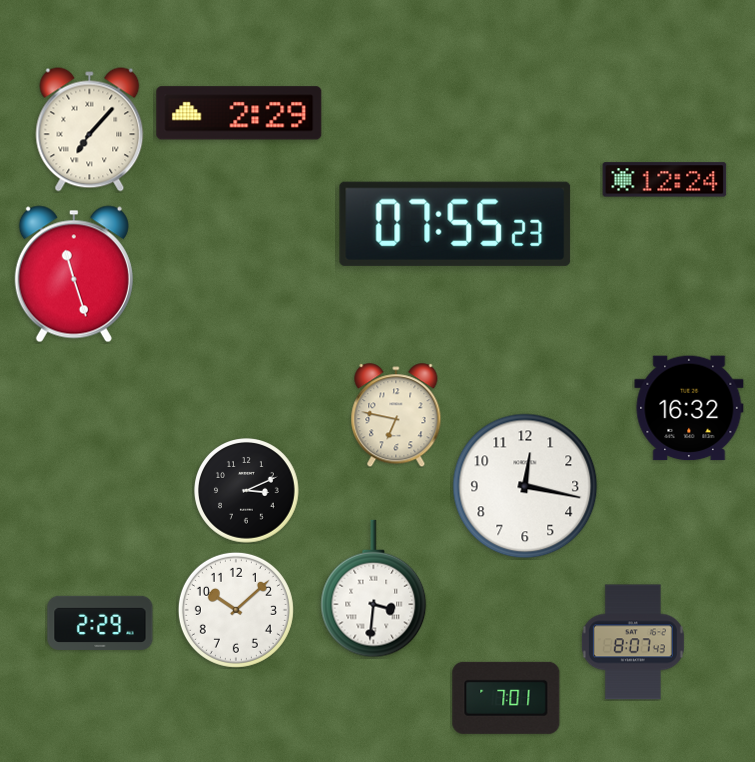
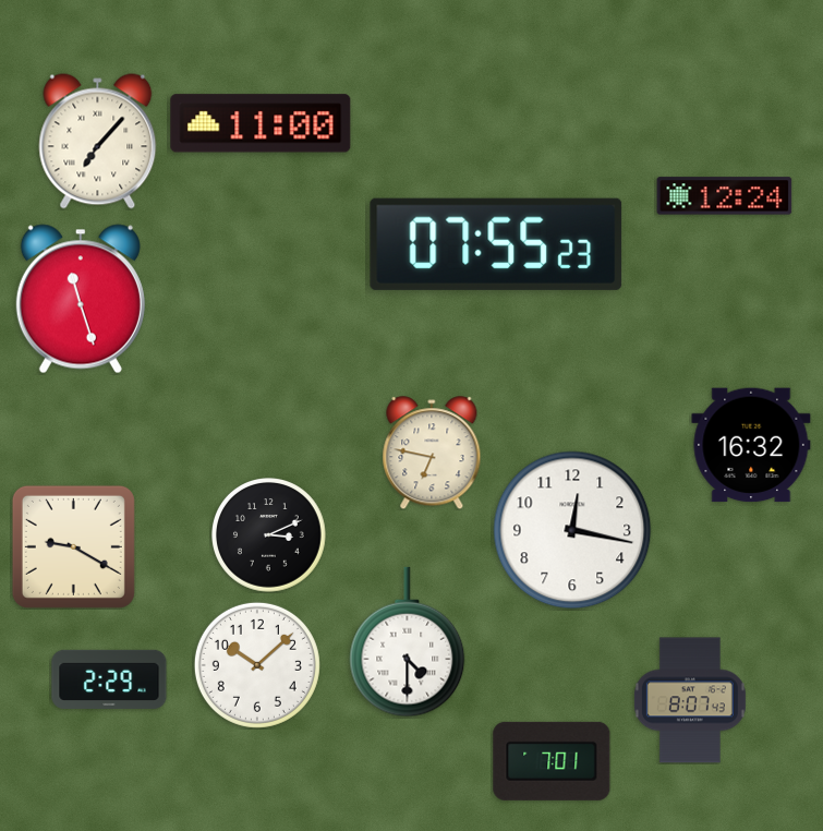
clock at (239, 113): 2:29 -> 11:00
clock at (73, 546): none -> 9:20
clock at (374, 589): 3:31 -> 4:30
